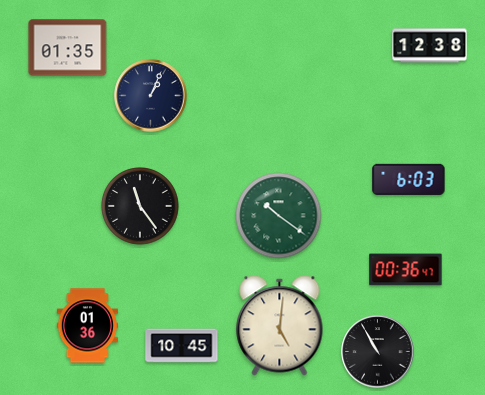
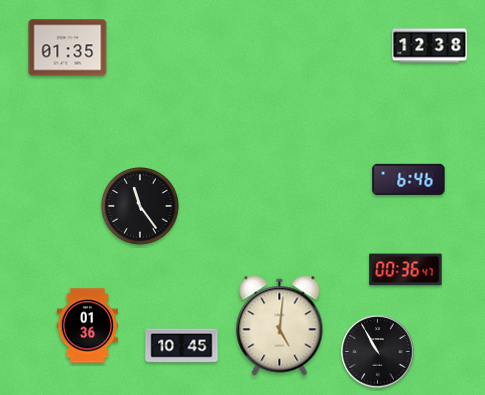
clock at (151, 96): 1:04 -> none
clock at (409, 179): 6:03 -> 6:46
clock at (279, 216): 10:21 -> none
